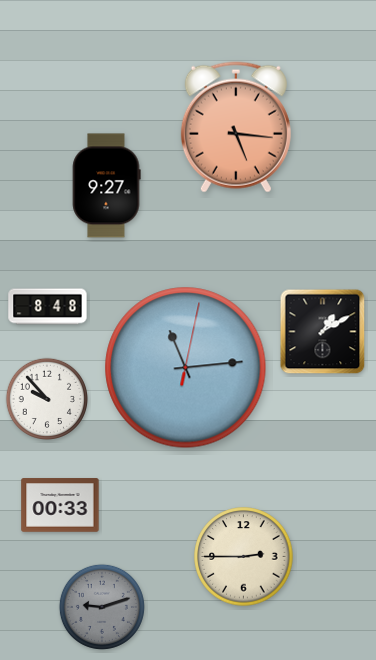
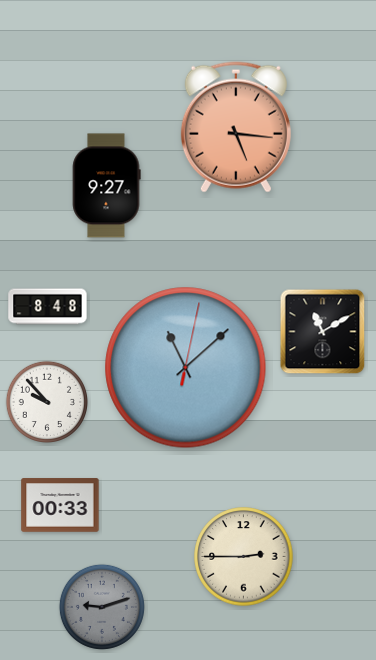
clock at (323, 332): 1:10 -> 11:10
clock at (186, 368): 11:14 -> 11:08
clock at (46, 398) position: (46, 398) -> (46, 401)
